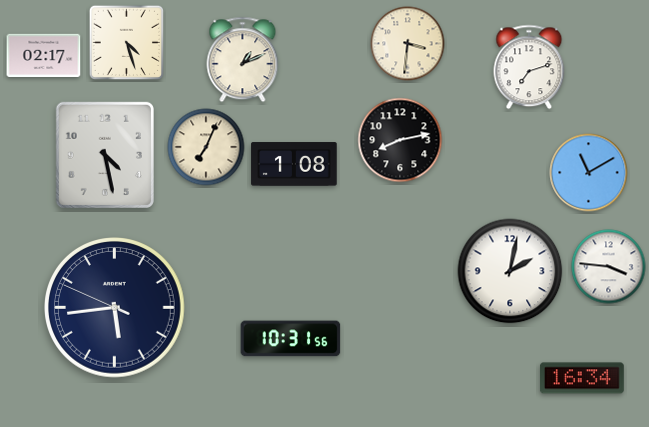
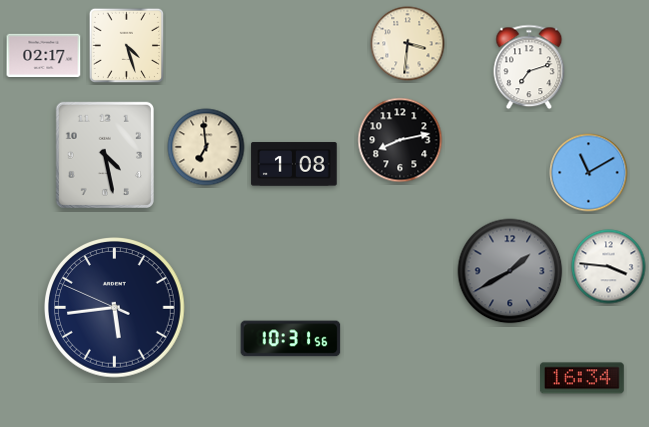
clock at (126, 42) position: (126, 42) -> (126, 45)
clock at (243, 60): 1:11 -> none
clock at (206, 147): 7:04 -> 6:59
clock at (510, 271): 2:02 -> 1:40
clock at (510, 271) dial: white -> grey
